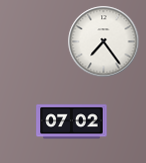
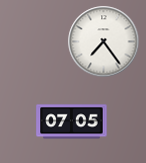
clock at (72, 122): 07:02 -> 07:05
